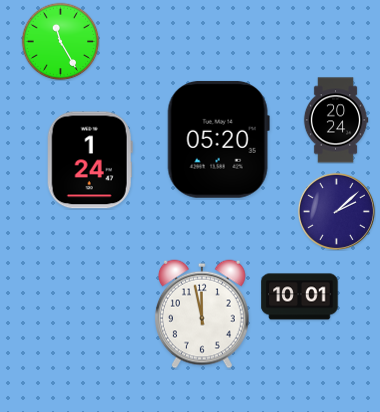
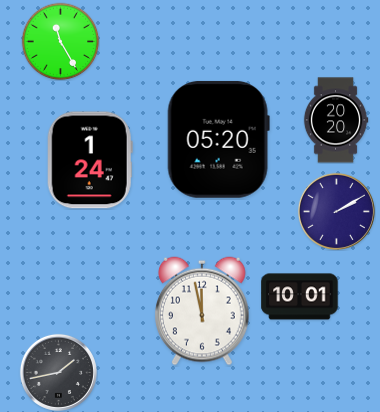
clock at (336, 120): 20:24 -> 20:20
clock at (336, 211): 2:08 -> 2:10
clock at (203, 314) position: (203, 314) -> (203, 311)
clock at (58, 372): none -> 1:43
